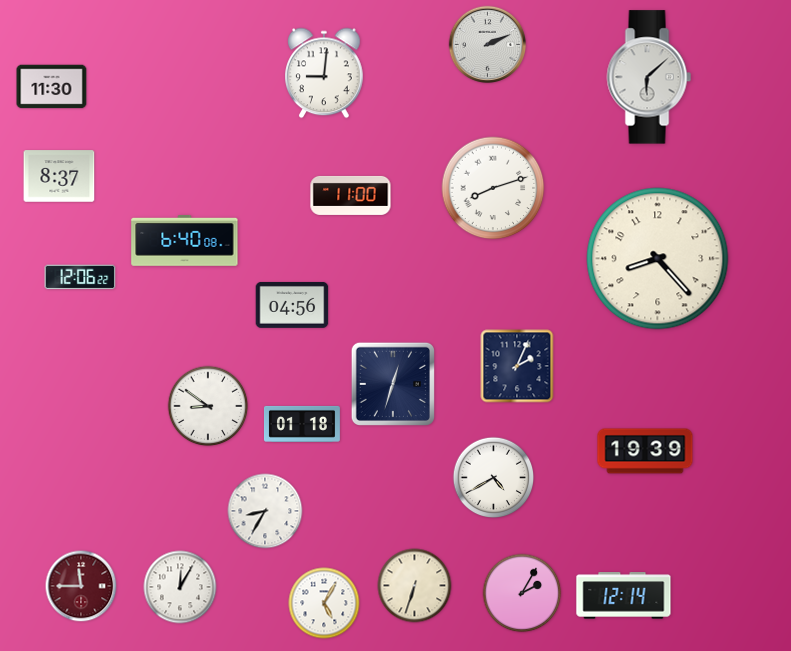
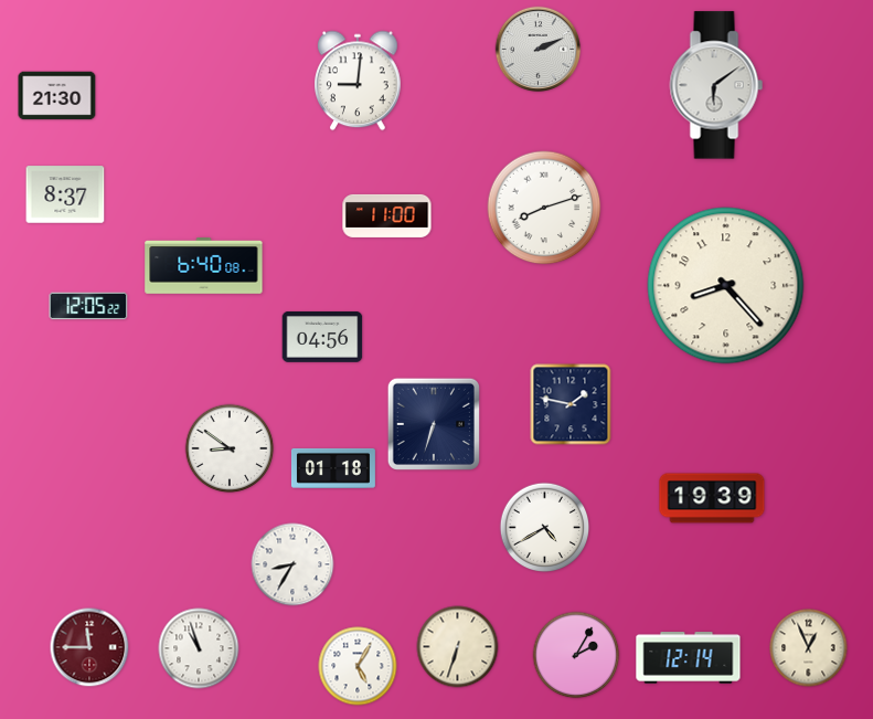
clock at (649, 77): 6:08 -> 6:09
clock at (52, 87): 11:30 -> 21:30
clock at (80, 277): 12:06 -> 12:05
clock at (517, 366): 2:04 -> 1:47
clock at (393, 384): 12:33 -> 6:33
clock at (180, 587): 12:05 -> 10:57
clock at (809, 648): none -> 12:56
